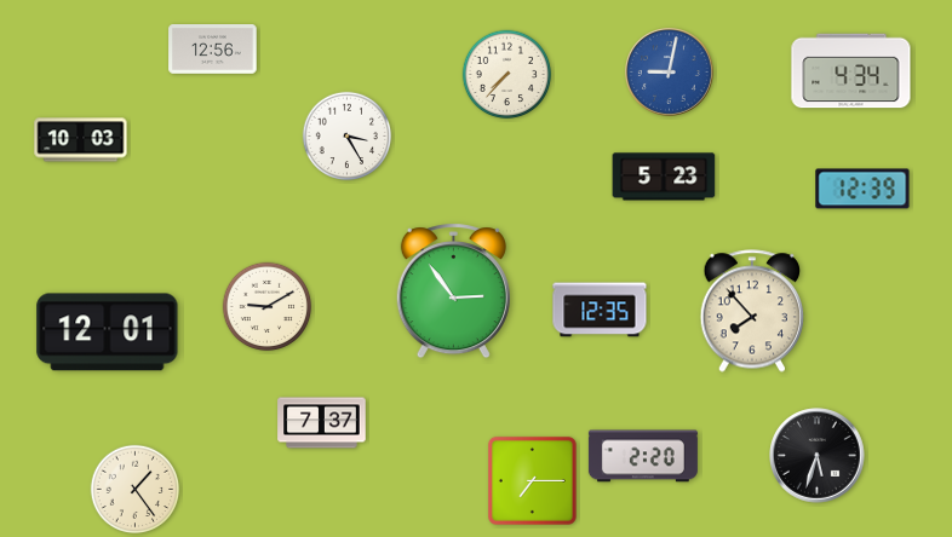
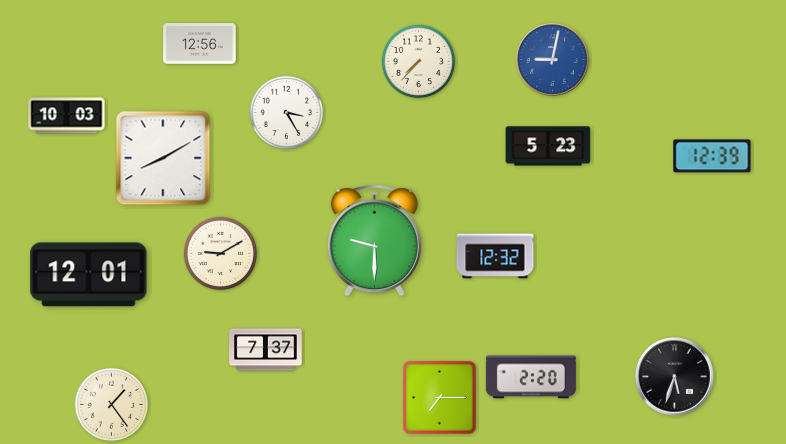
clock at (213, 50) position: (213, 50) -> (200, 44)
clock at (851, 71): 4:34 -> none
clock at (163, 158): none -> 8:10
clock at (453, 291): 2:54 -> 9:30
clock at (600, 310): 12:35 -> 12:32
clock at (752, 311): 7:53 -> none
